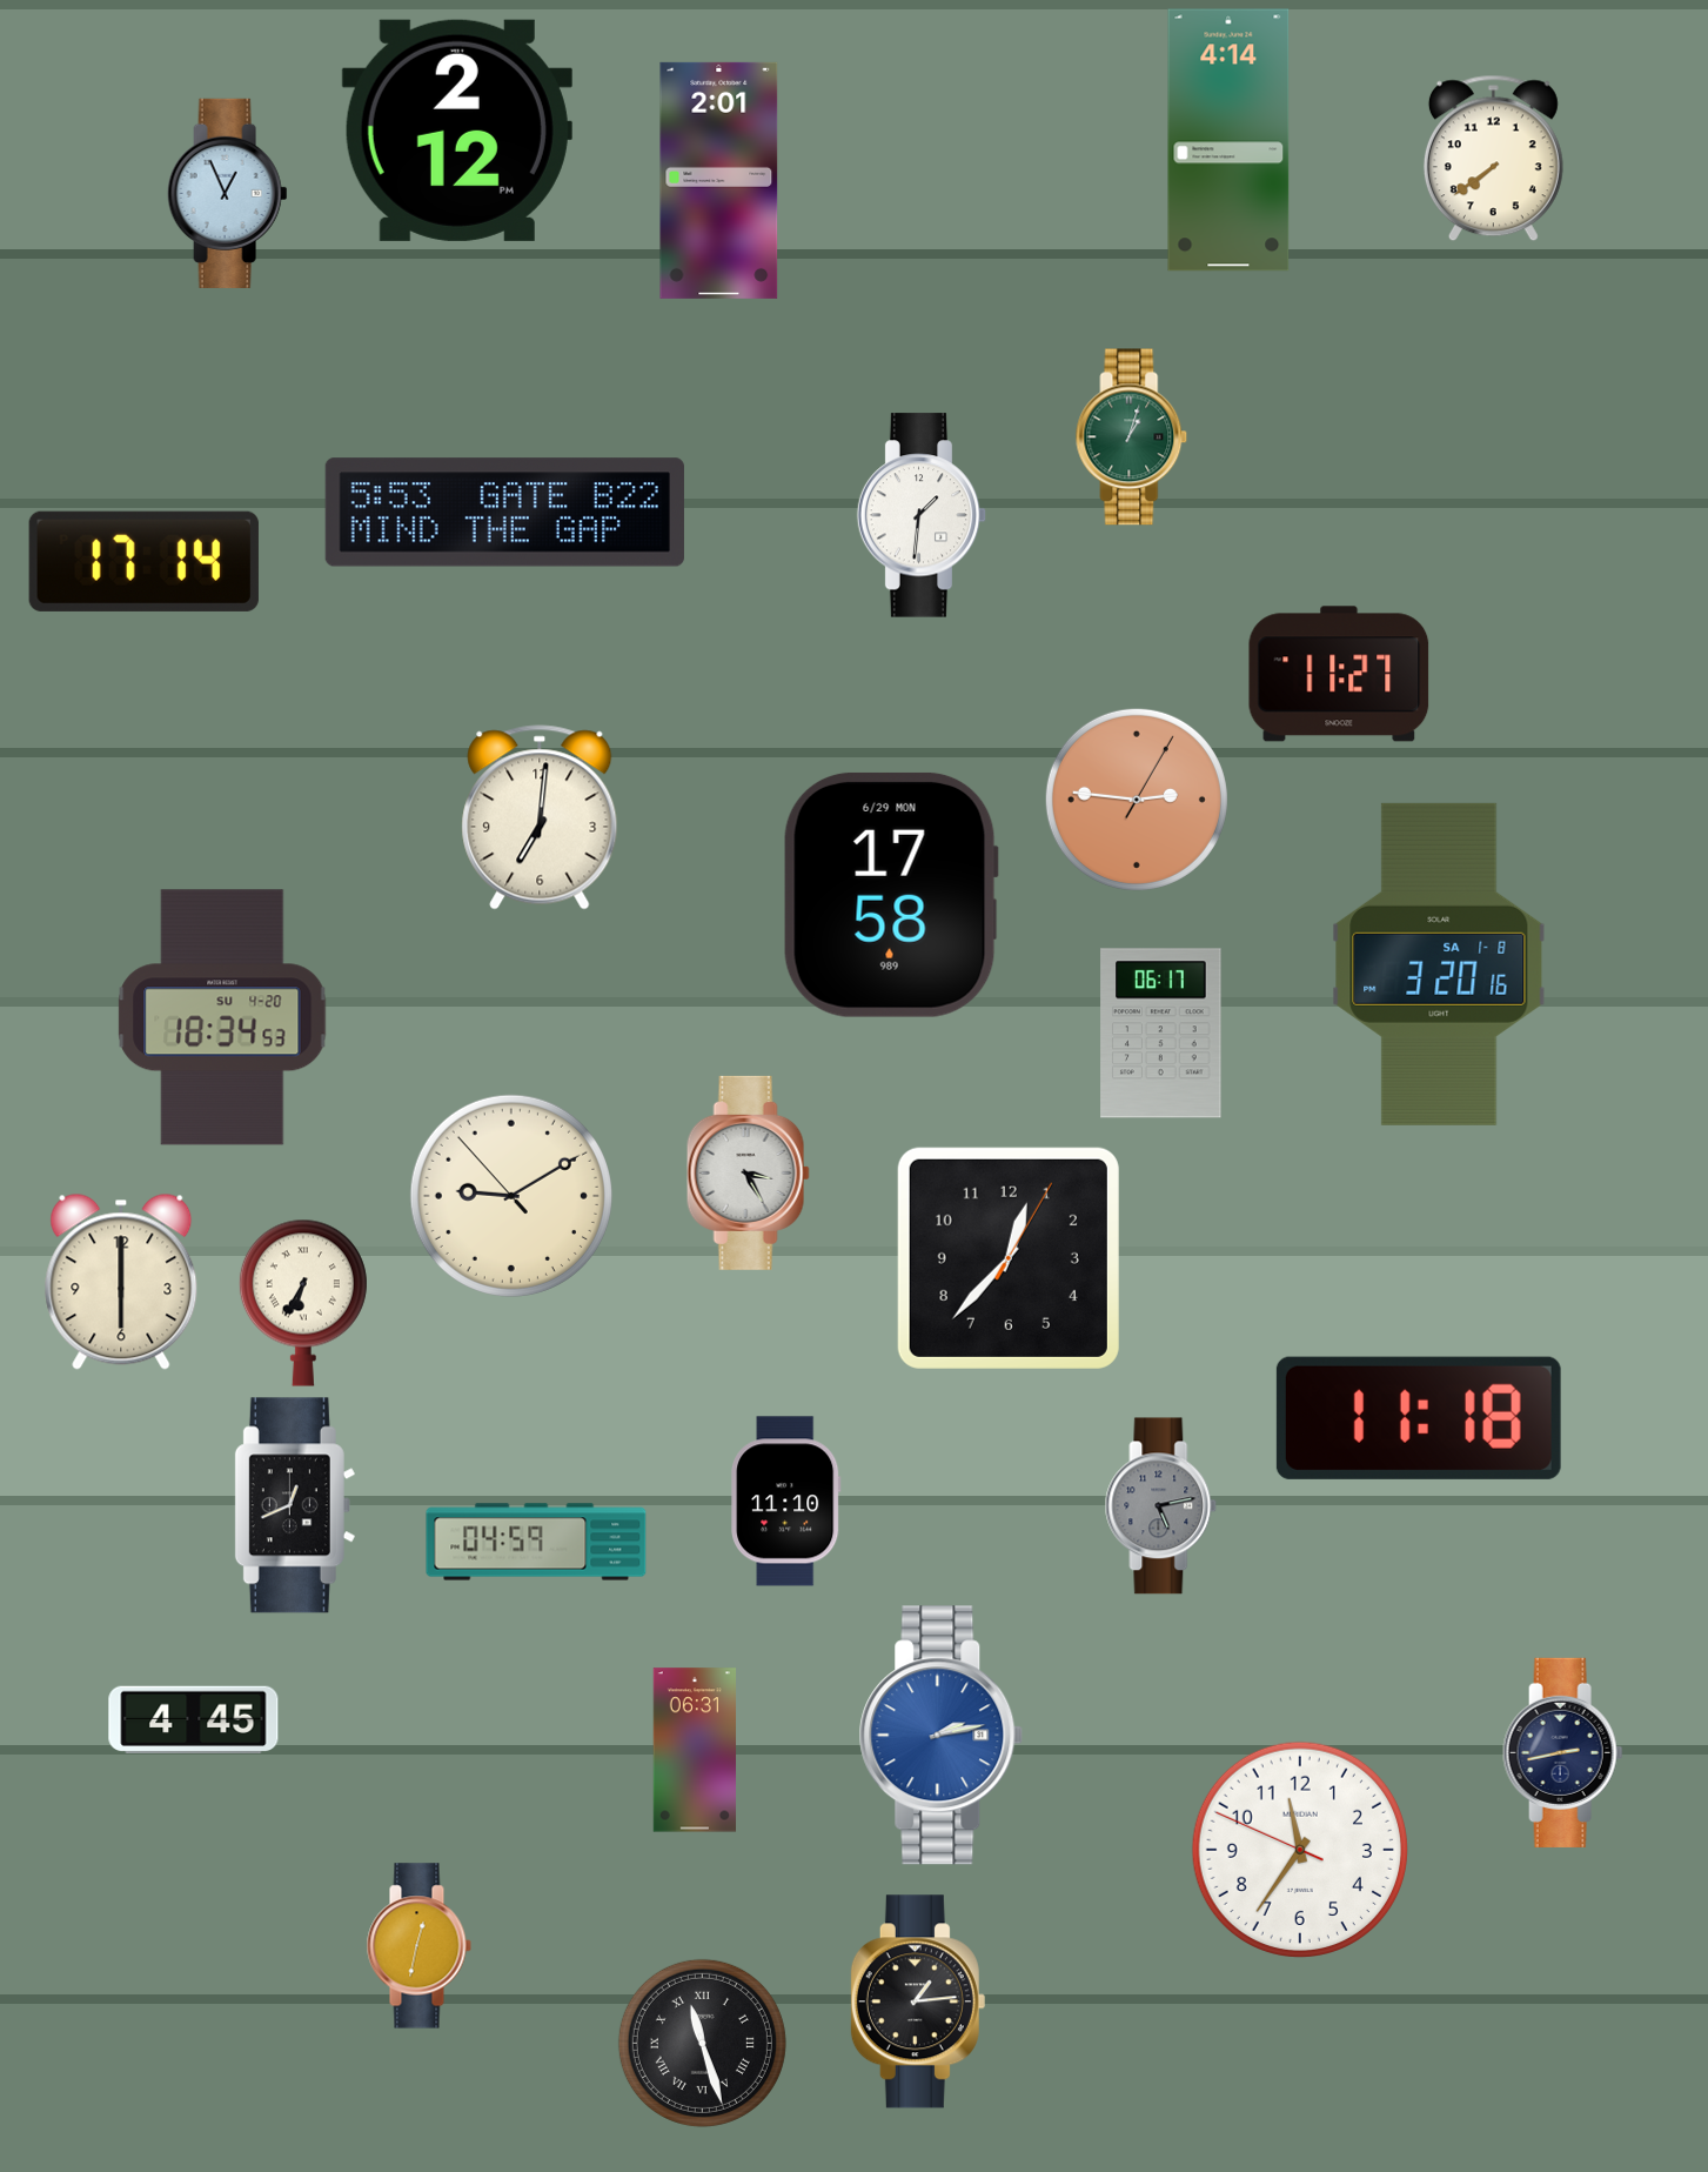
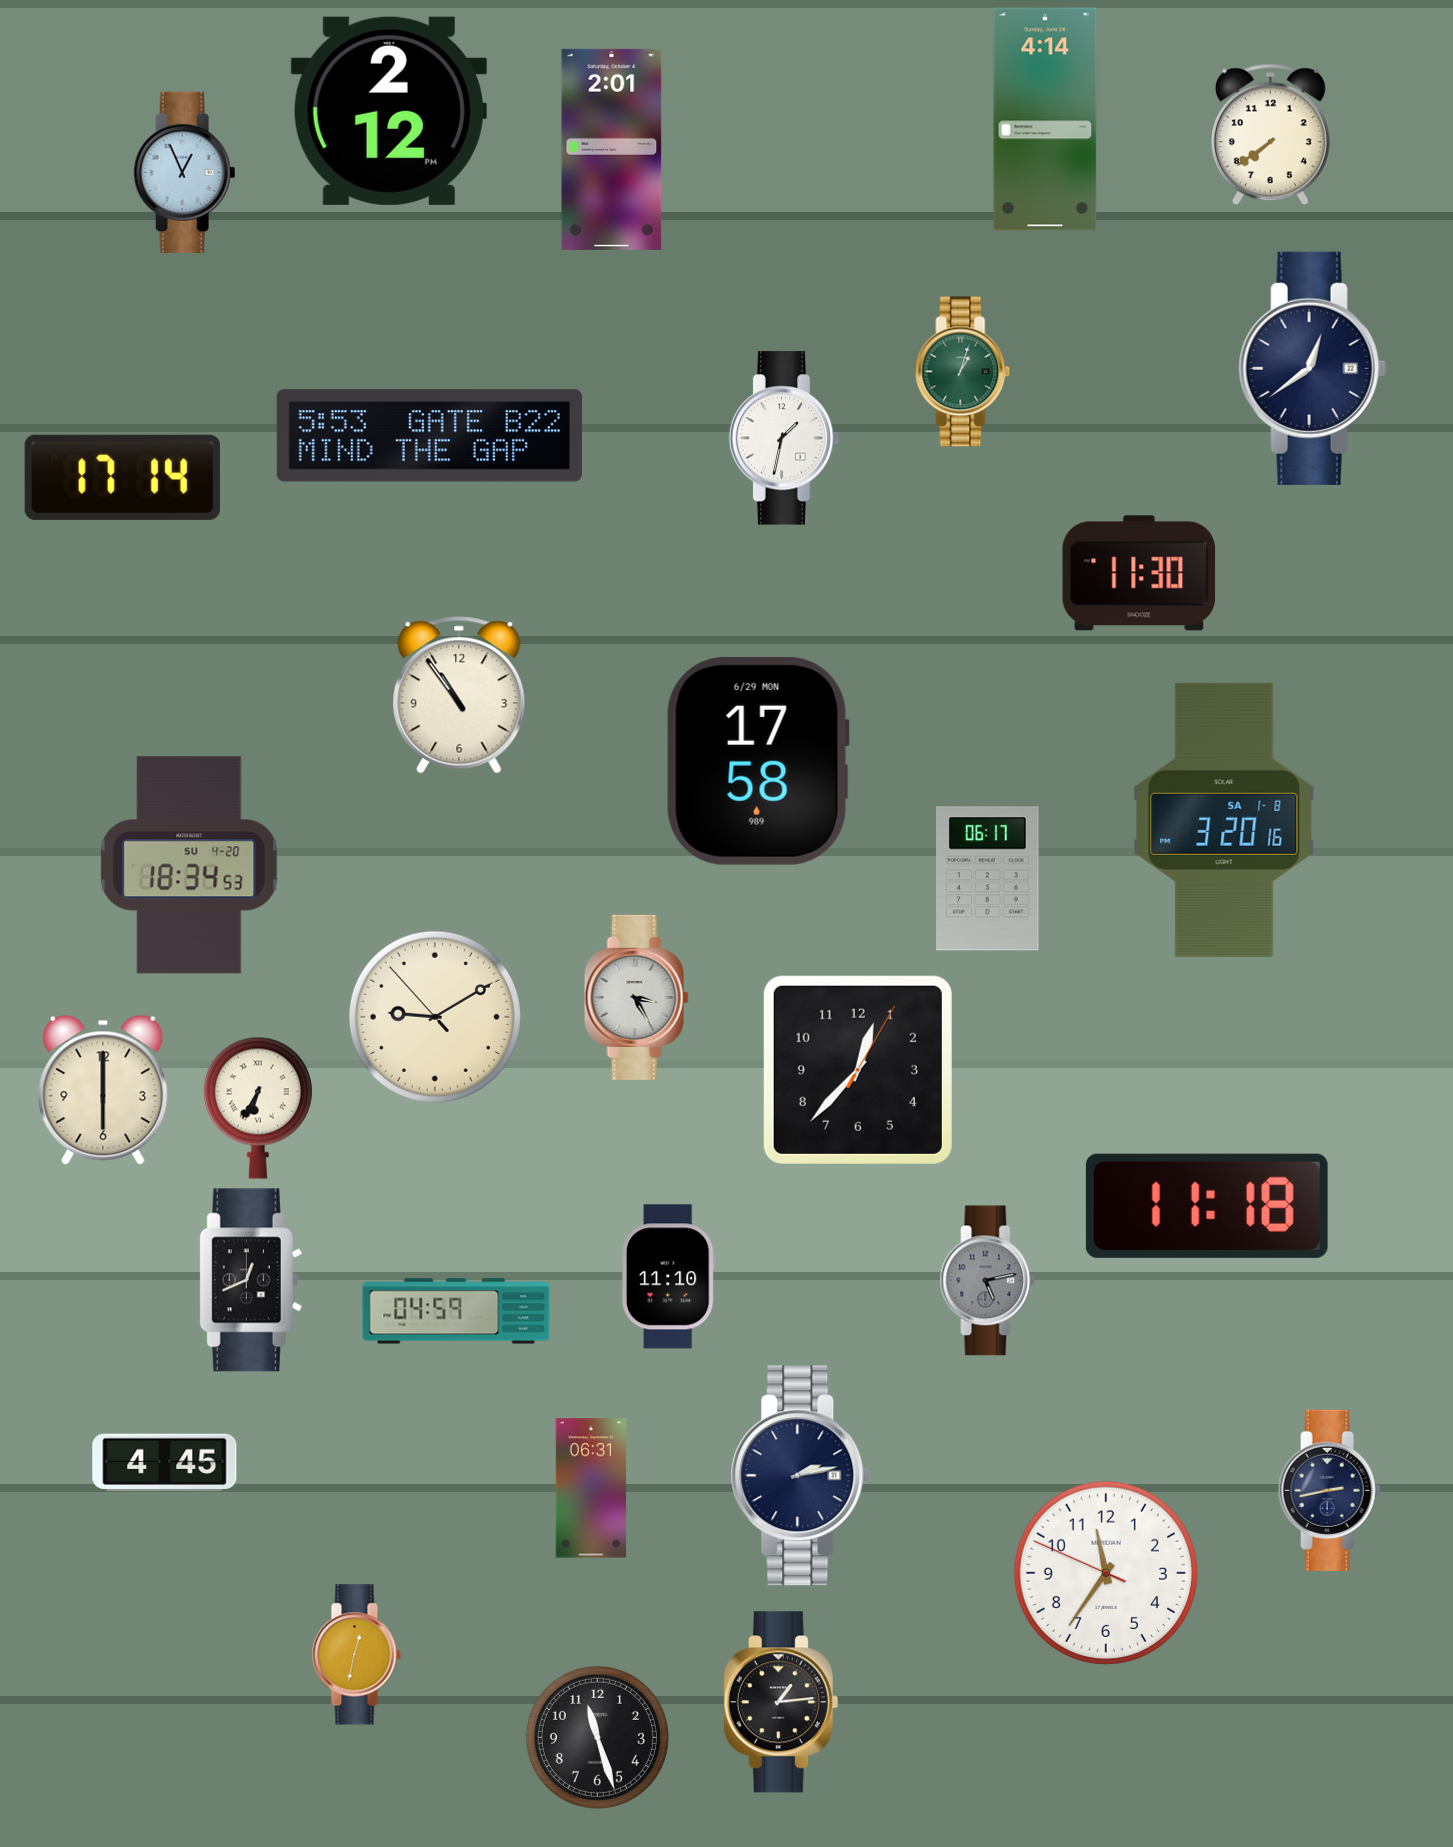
clock at (719, 180) position: (719, 180) -> (612, 149)
clock at (228, 193) position: (228, 193) -> (185, 172)
clock at (1312, 368): none -> 12:39
clock at (922, 515): 1:31 -> 1:32
clock at (1339, 674): 11:27 -> 11:30
clock at (1137, 800): 2:46 -> none
clock at (540, 817): 7:01 -> 10:54
clock at (942, 1736) dial: blue -> navy
clock at (702, 2043) numerals: Roman -> Arabic
